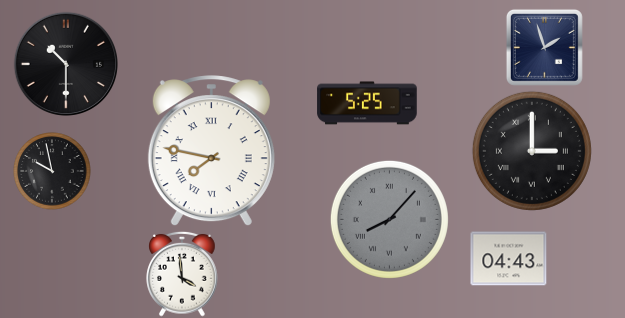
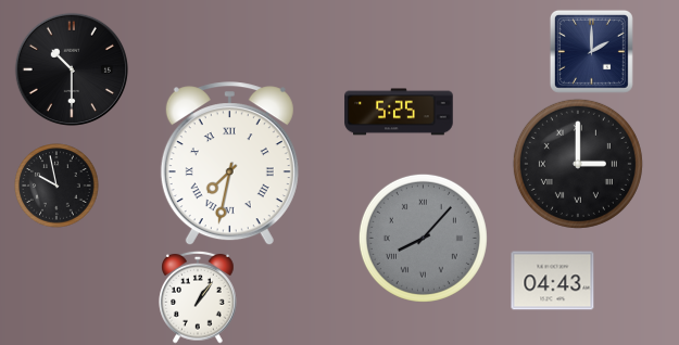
clock at (544, 47): 1:57 -> 2:00
clock at (211, 151): 7:47 -> 7:32
clock at (182, 274): 3:59 -> 1:06
